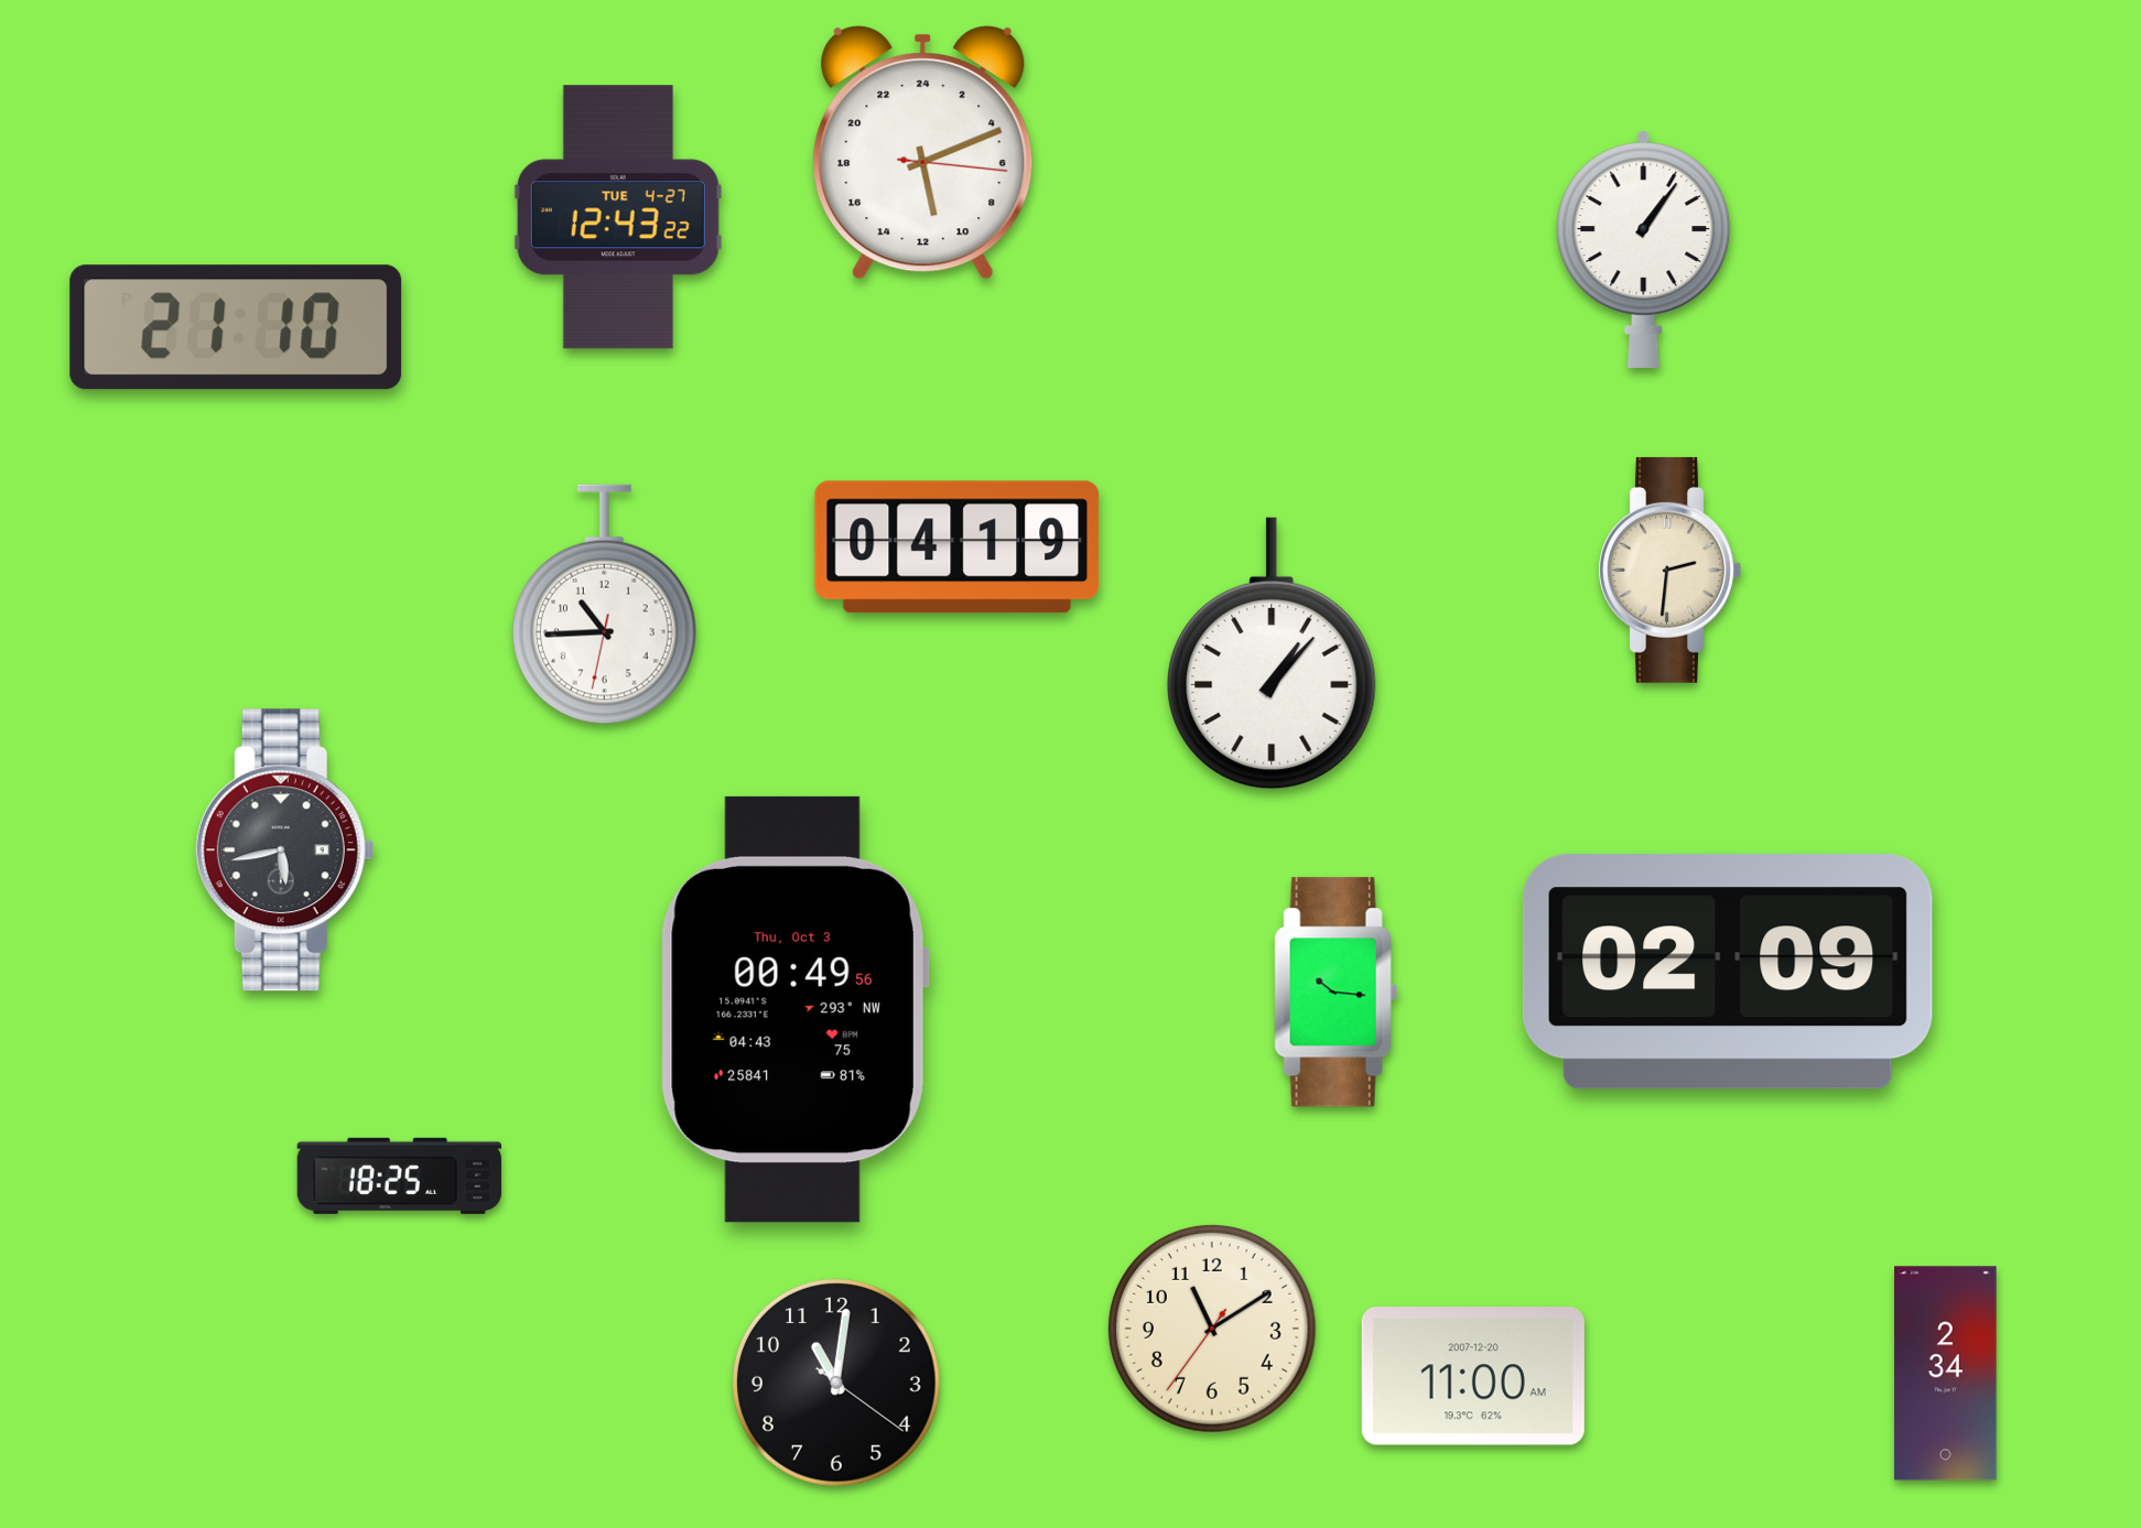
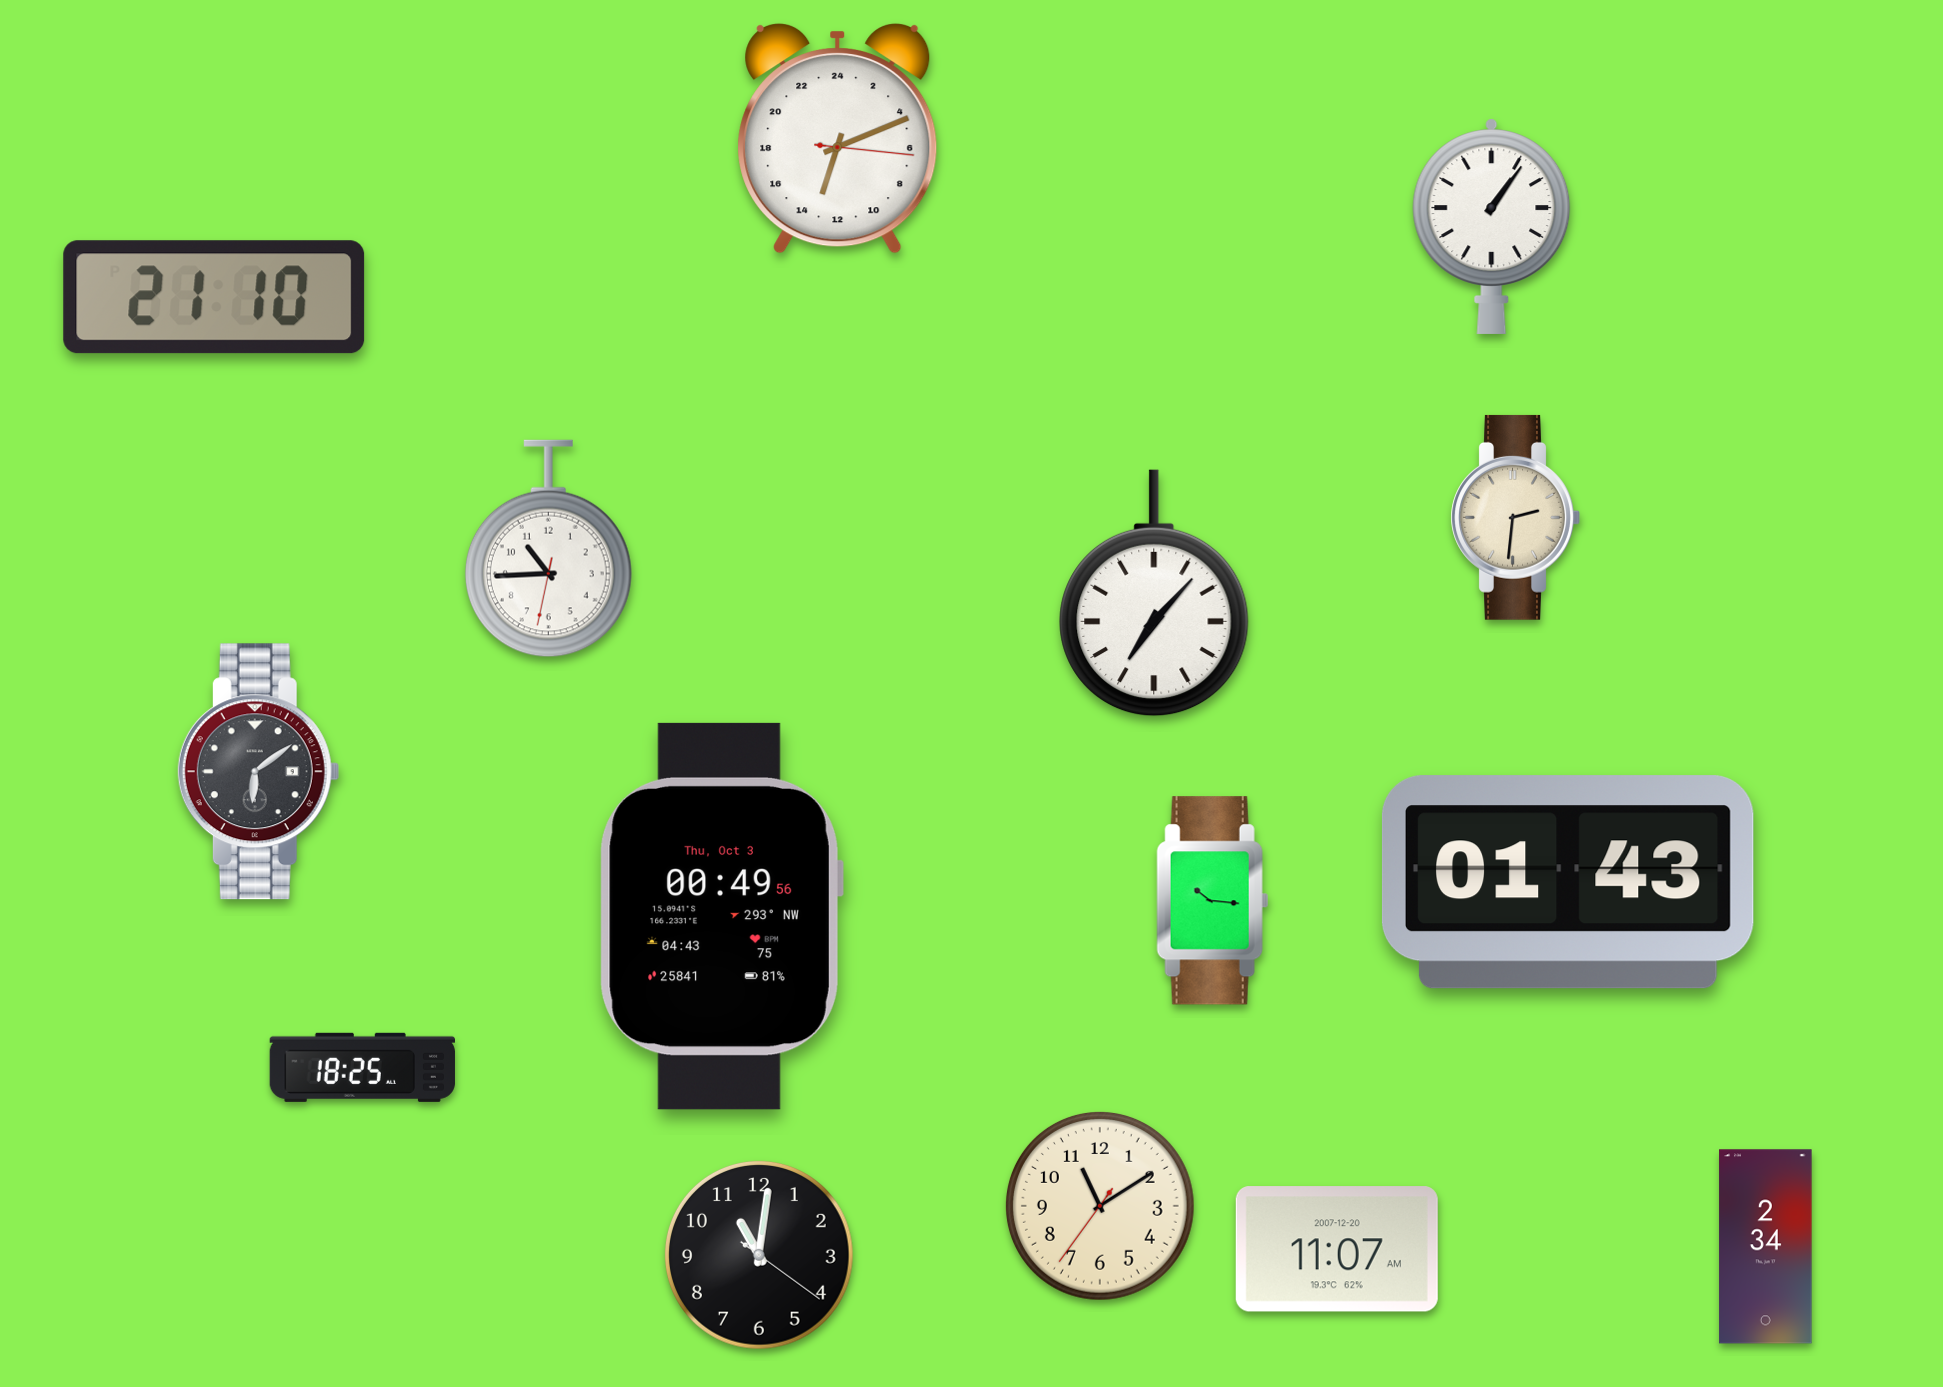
clock at (923, 152): 11:11 -> 13:11
clock at (618, 217): 12:43 -> none
clock at (958, 548): 04:19 -> none
clock at (1272, 653): 1:07 -> 7:07
clock at (284, 850): 5:43 -> 6:09
clock at (1728, 972): 02:09 -> 01:43
clock at (1473, 1376): 11:00 -> 11:07
